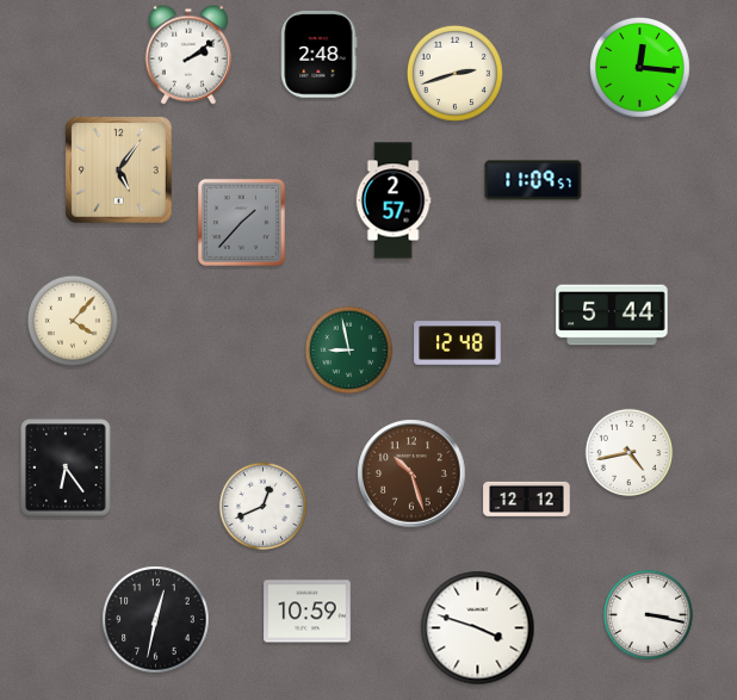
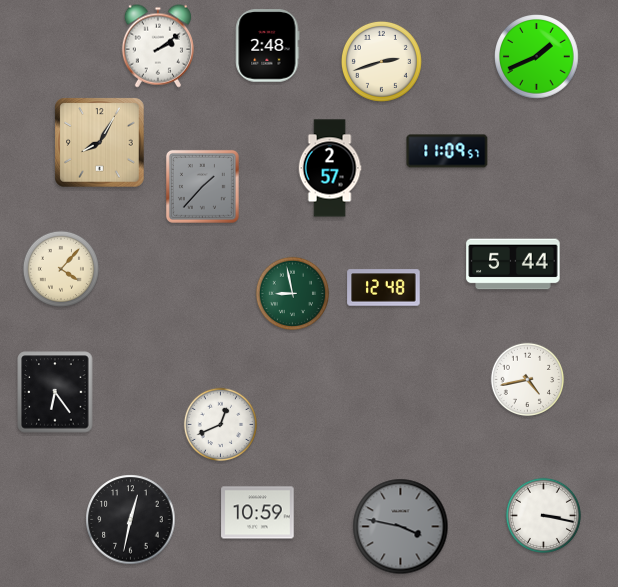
clock at (640, 68): 12:16 -> 1:41
clock at (119, 171): 5:06 -> 8:05
clock at (411, 473): 10:27 -> none
clock at (527, 498): 12:12 -> none
clock at (478, 628): 3:48 -> 3:47
clock at (478, 628) dial: white -> grey
